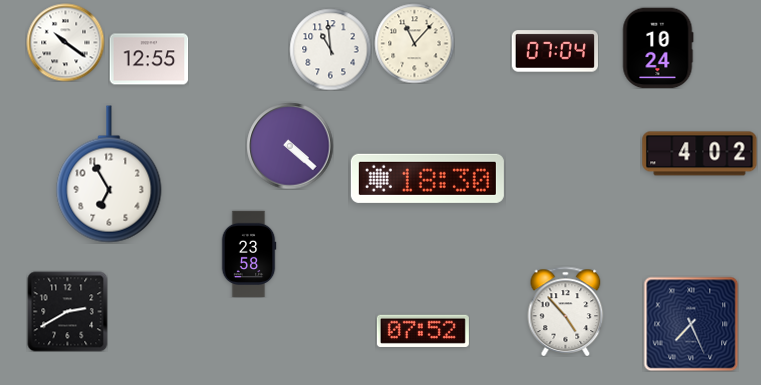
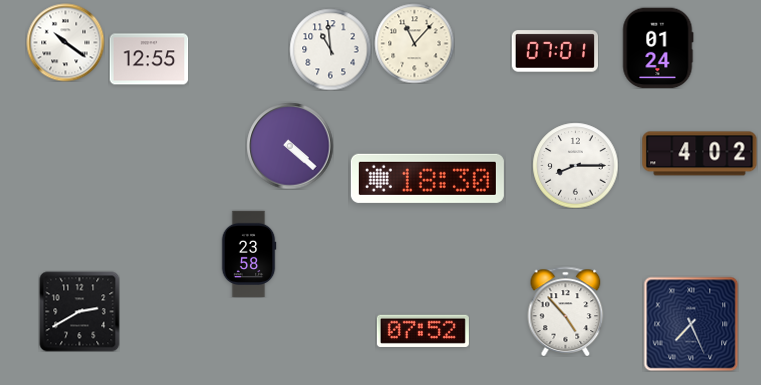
clock at (658, 48): 10:24 -> 01:24
clock at (554, 51): 07:04 -> 07:01
clock at (575, 165): none -> 8:15
clock at (109, 174): 6:55 -> none
clock at (67, 311) position: (67, 311) -> (79, 311)
